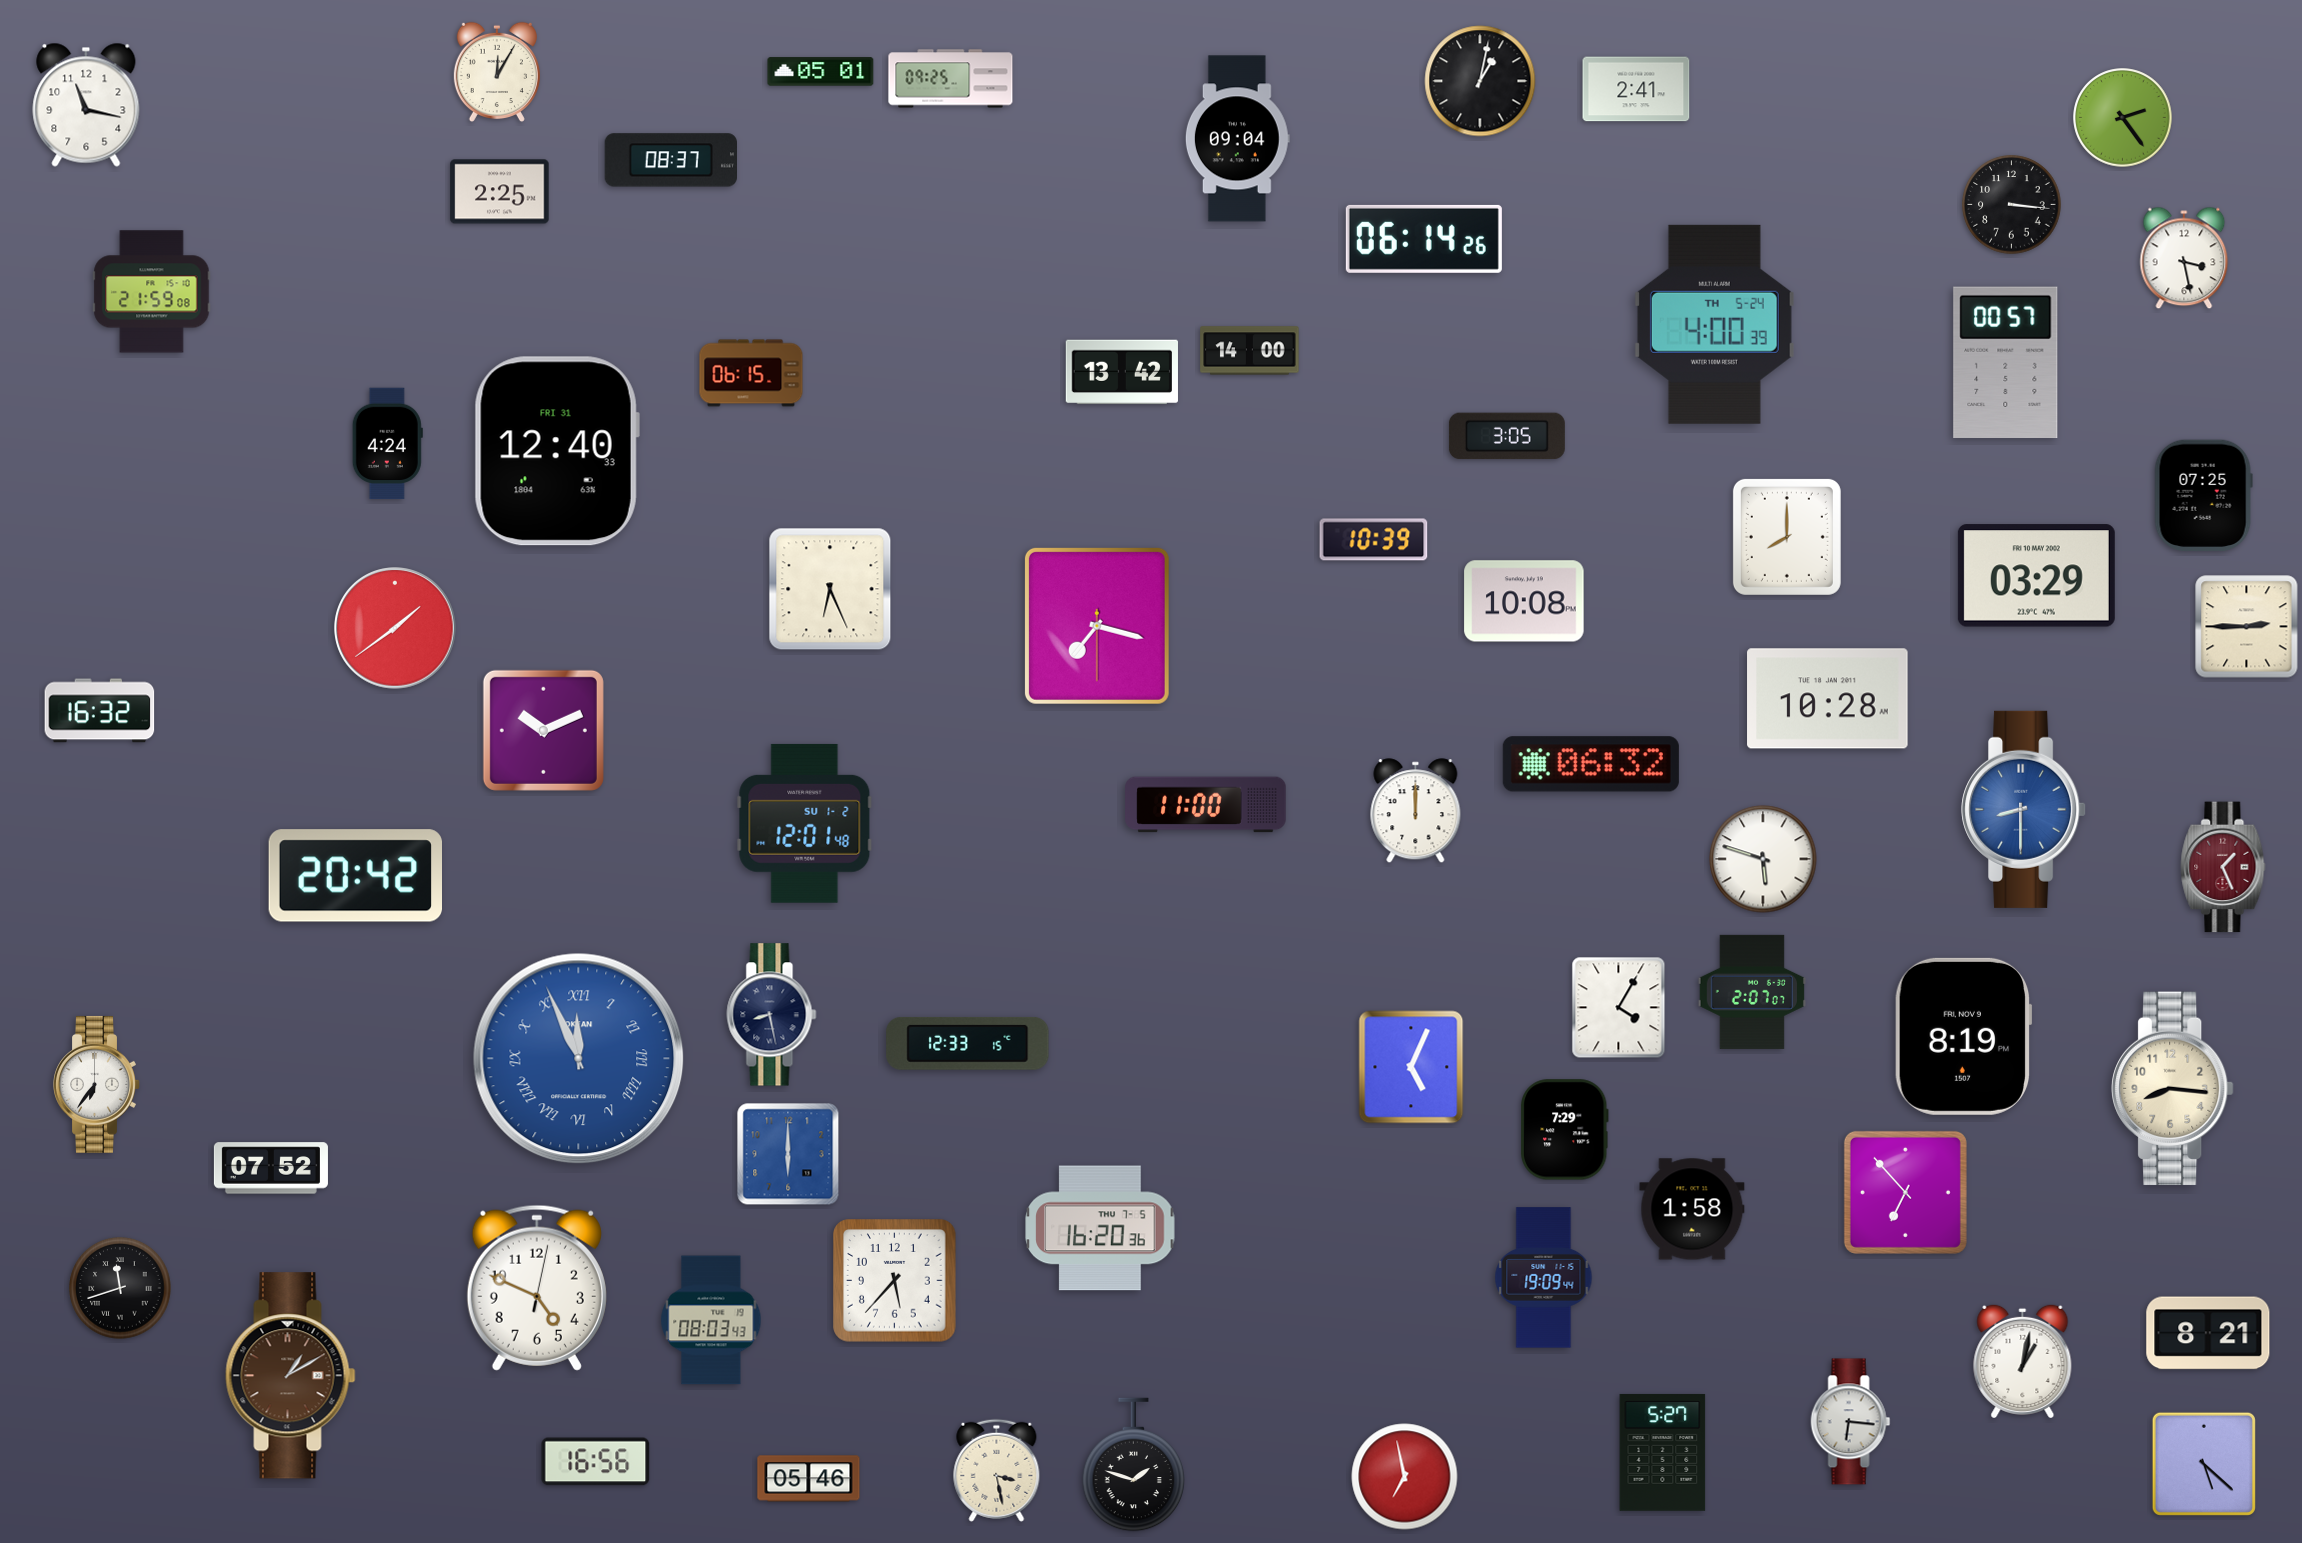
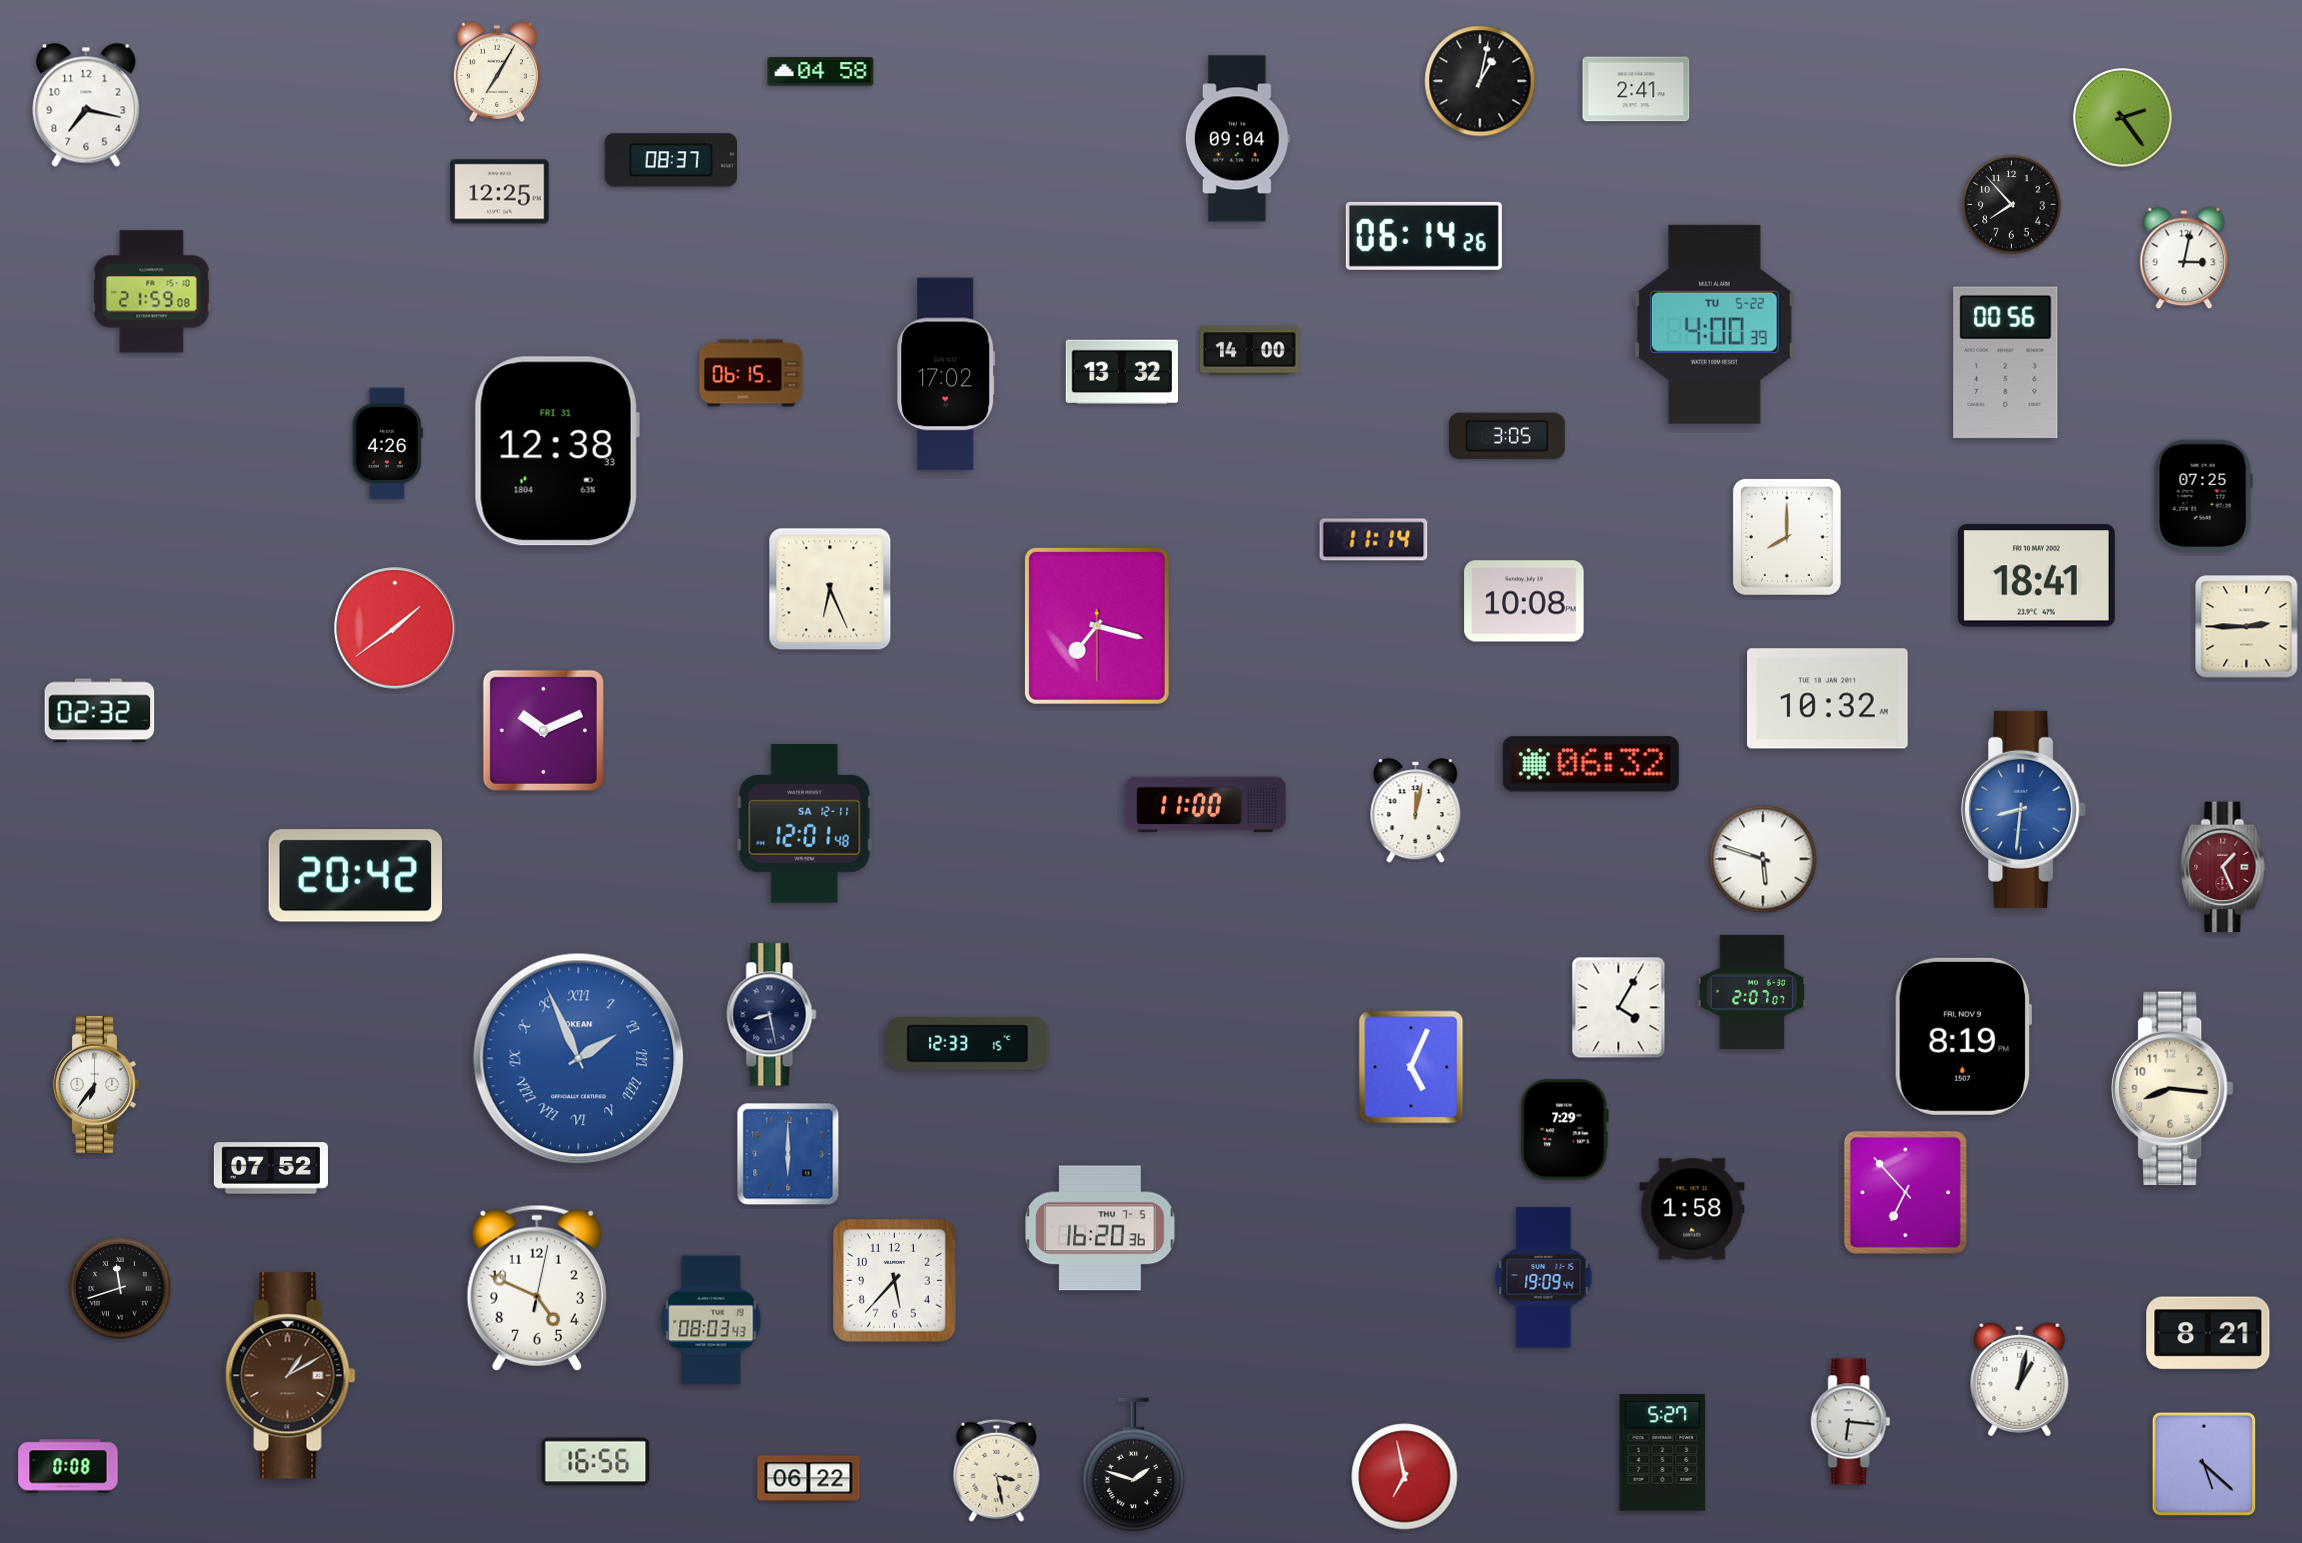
clock at (497, 72): 12:05 -> 7:05
clock at (821, 72): 05:01 -> 04:58
clock at (951, 79): 09:25 -> none
clock at (86, 105): 11:17 -> 7:17
clock at (500, 192): 2:25 -> 12:25
clock at (2012, 205): 3:16 -> 7:53
clock at (1424, 239) position: (1424, 239) -> (1424, 236)
clock at (2184, 258): 3:28 -> 3:02
clock at (1714, 324) date: TH 5-24 -> TU 5-22
clock at (2006, 363): 00:57 -> 00:56
clock at (1122, 372): 13:42 -> 13:32
clock at (946, 374): none -> 17:02
clock at (387, 444): 4:24 -> 4:26
clock at (557, 451): 12:40 -> 12:38
clock at (1374, 540): 10:39 -> 11:14
clock at (2036, 576): 03:29 -> 18:41
clock at (1828, 699): 10:28 -> 10:32
clock at (100, 711): 16:32 -> 02:32
clock at (2024, 809): 8:30 -> 8:31
clock at (1416, 811): 12:00 -> 12:02
clock at (805, 823) date: SU 1-2 -> SA 12-11
clock at (579, 1059): 11:56 -> 1:56
clock at (2023, 1361) position: (2023, 1361) -> (2020, 1379)
clock at (68, 1466): none -> 0:08
clock at (809, 1479): 05:46 -> 06:22
